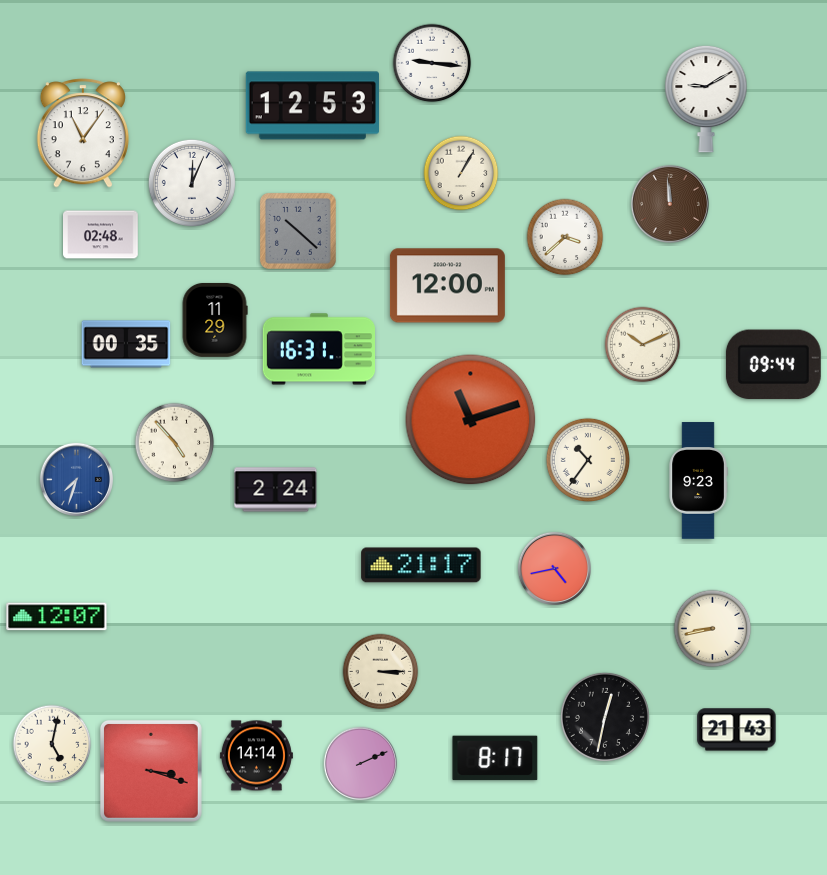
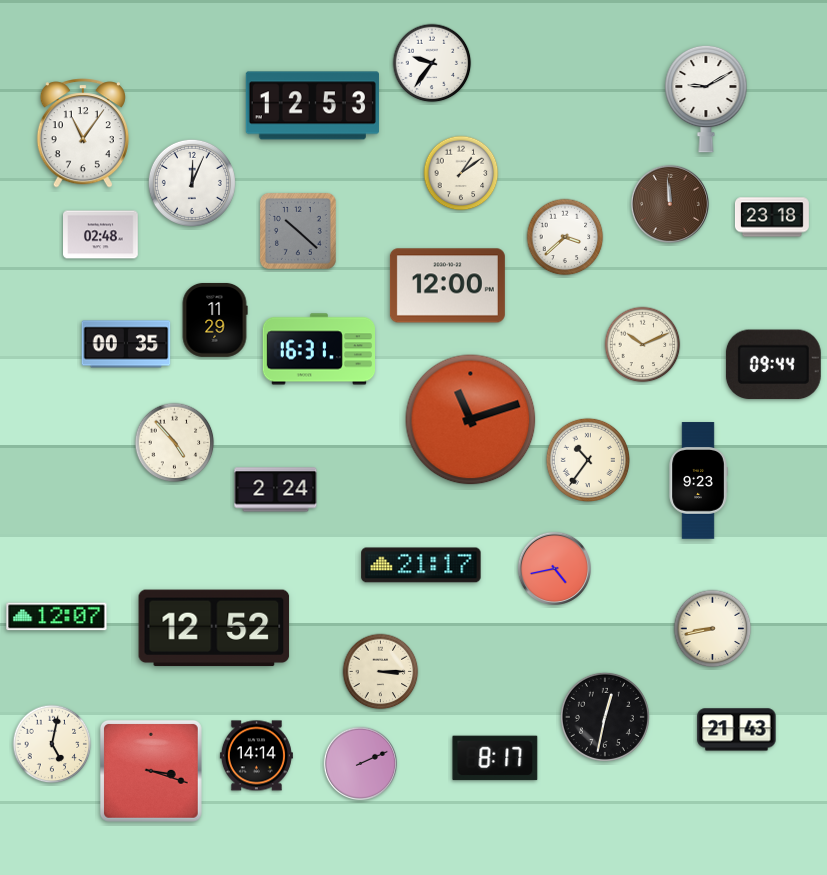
clock at (432, 63): 9:16 -> 9:36
clock at (461, 173): 1:05 -> 1:09
clock at (772, 217): none -> 23:18
clock at (76, 479): 7:33 -> none
clock at (214, 628): none -> 12:52
